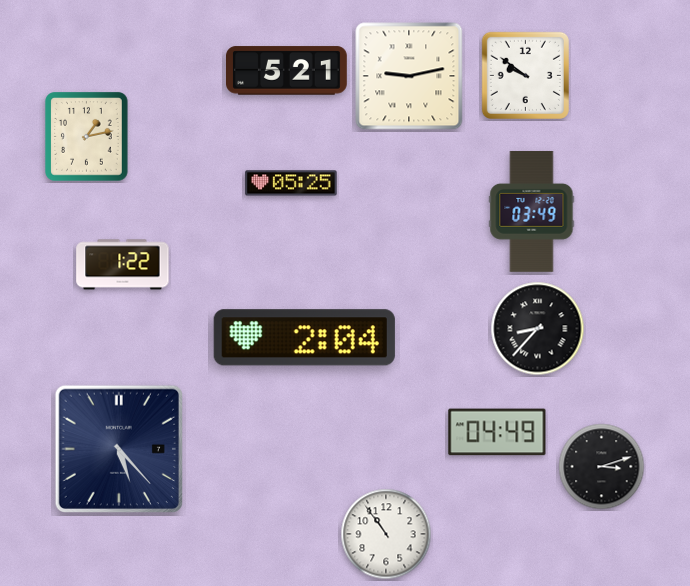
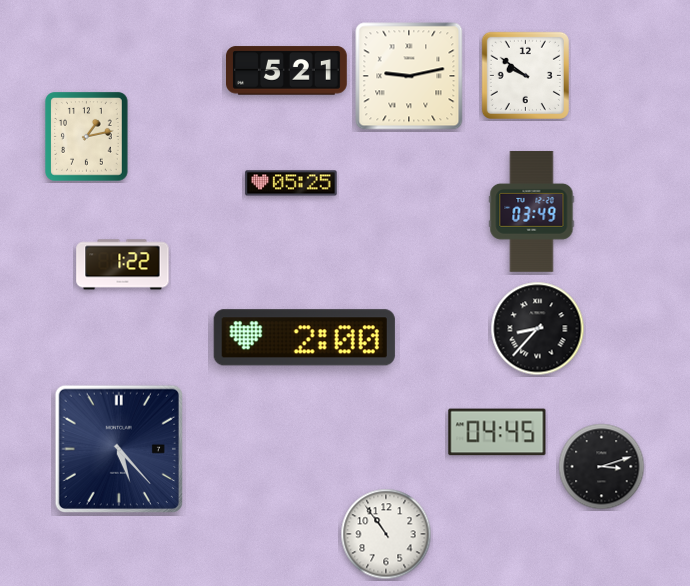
clock at (304, 338): 2:04 -> 2:00
clock at (497, 432): 04:49 -> 04:45
